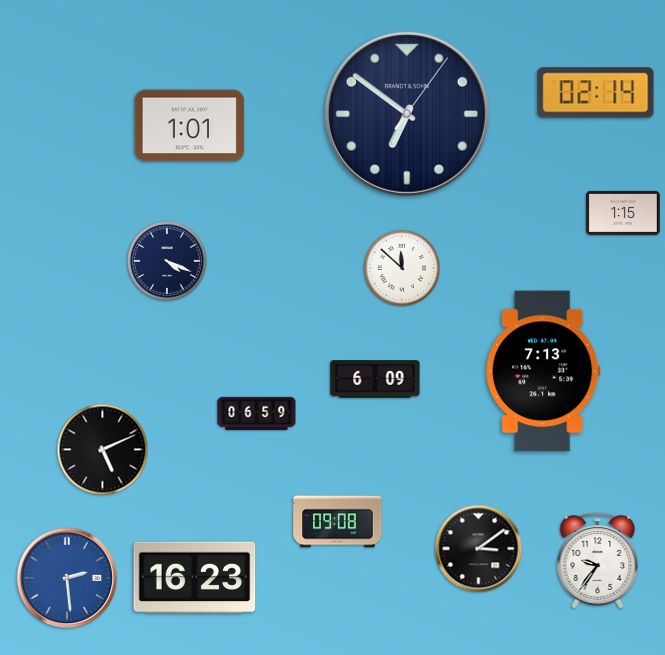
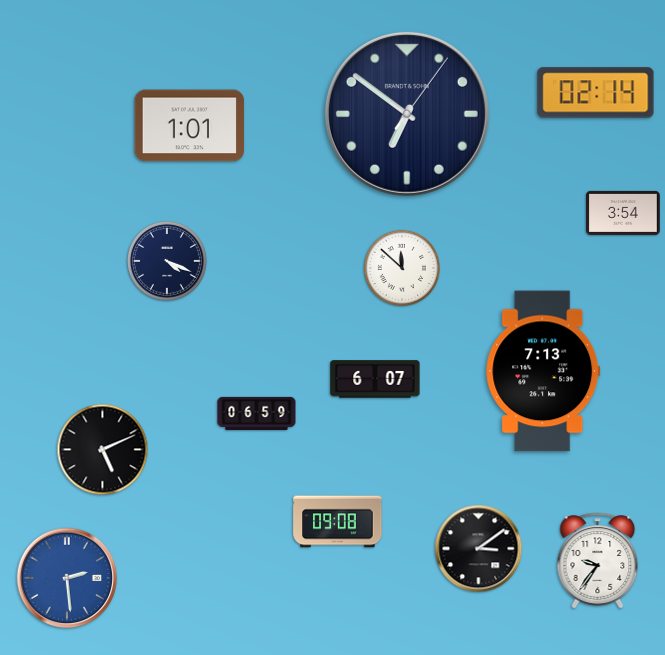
clock at (623, 213): 1:15 -> 3:54
clock at (375, 379): 6:09 -> 6:07
clock at (195, 578): 16:23 -> none
